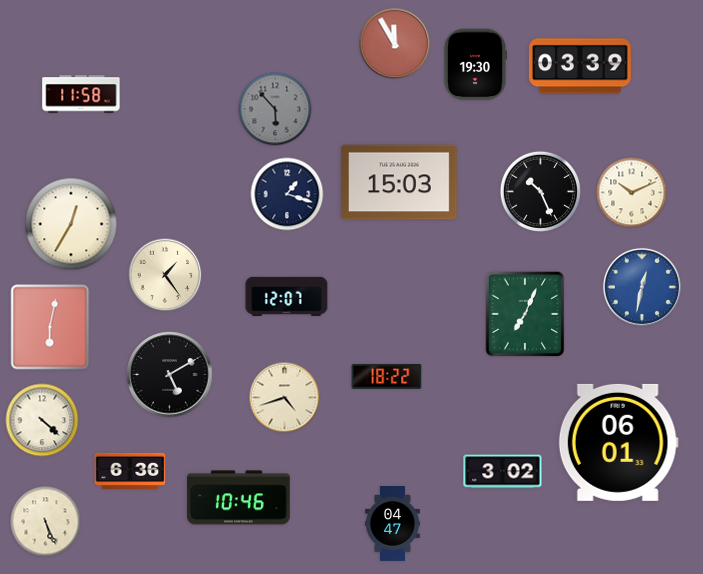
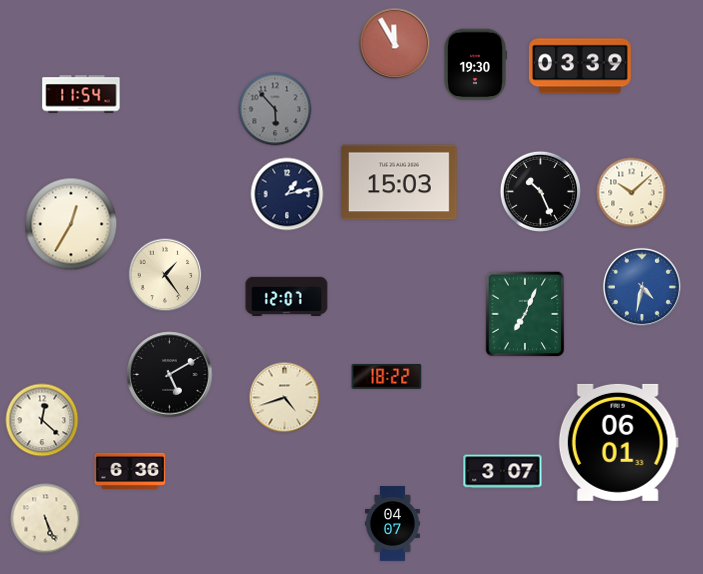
clock at (81, 94): 11:58 -> 11:54
clock at (632, 193): 10:11 -> 10:08
clock at (287, 194): 1:18 -> 1:13
clock at (642, 287): 12:32 -> 4:32
clock at (50, 327): 6:02 -> none
clock at (42, 420): 4:22 -> 12:22
clock at (503, 472): 3:02 -> 3:07
clock at (239, 498): 10:46 -> none
clock at (46, 522) position: (46, 522) -> (46, 519)
clock at (392, 524): 04:47 -> 04:07
